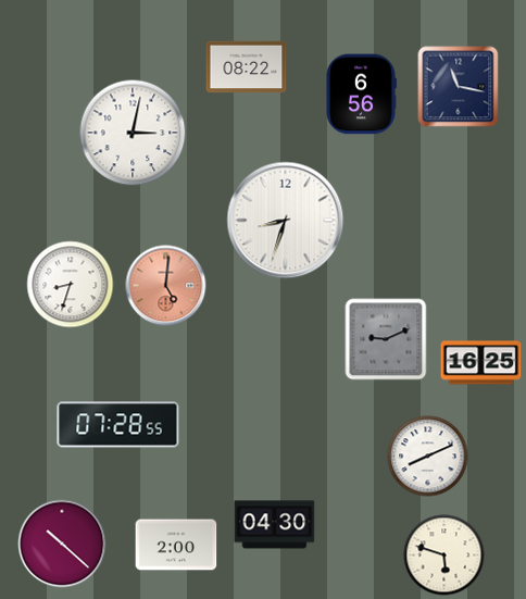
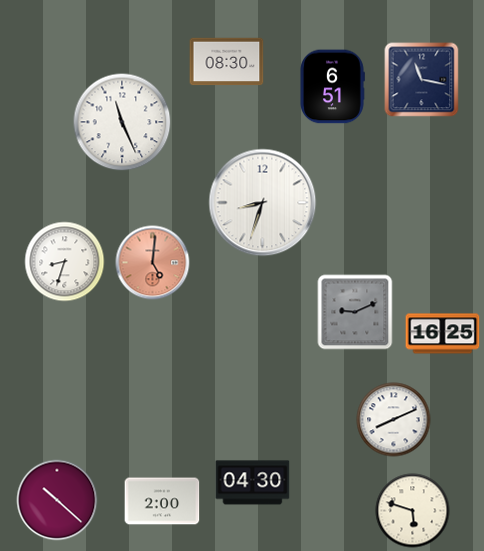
clock at (247, 67): 08:22 -> 08:30
clock at (361, 95): 6:56 -> 6:51
clock at (133, 133): 3:02 -> 11:26
clock at (118, 425): 07:28 -> none
clock at (444, 556) position: (444, 556) -> (413, 511)
